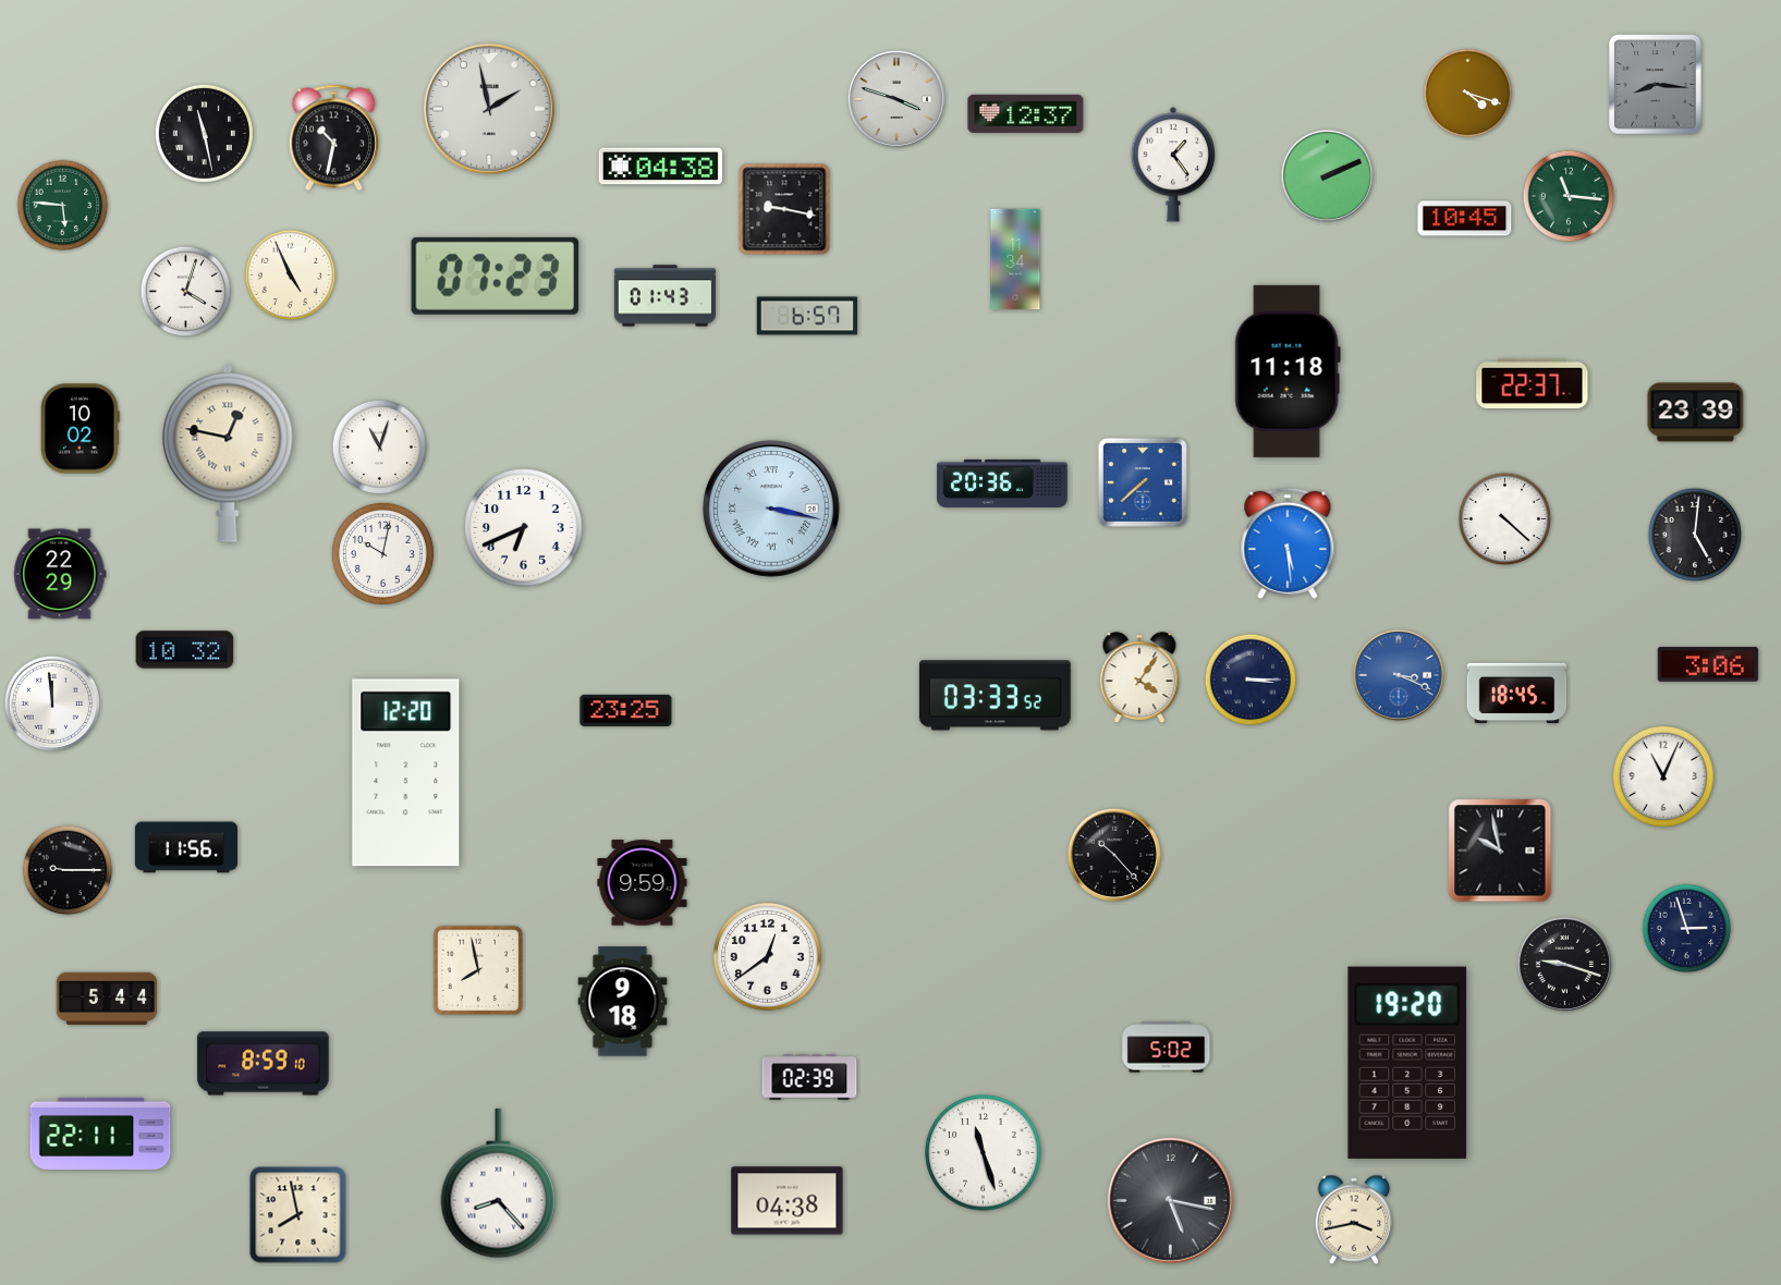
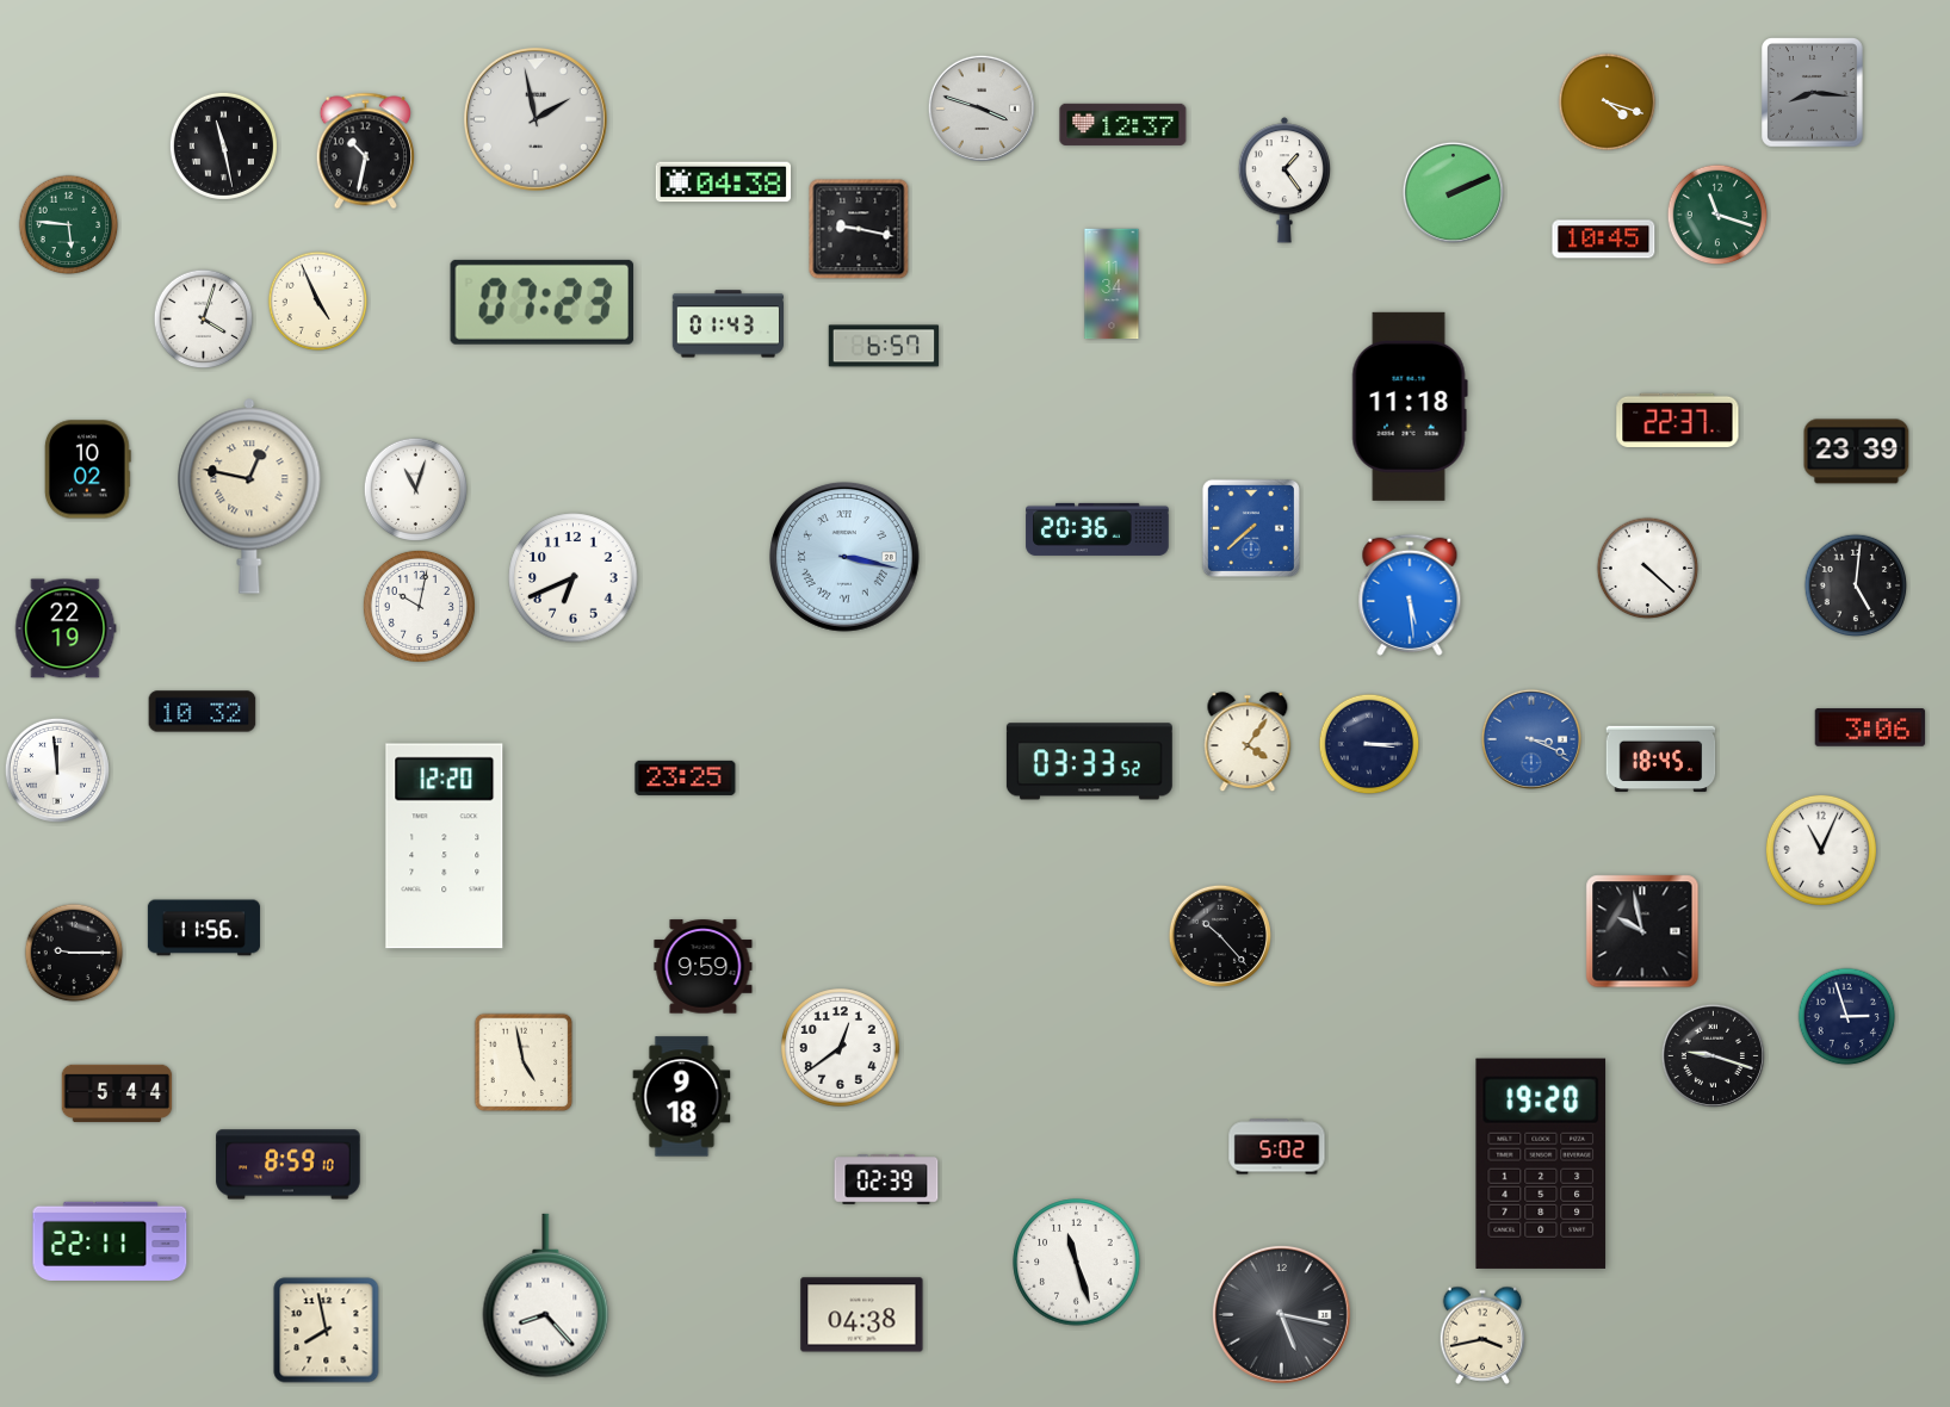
clock at (1569, 196): 11:16 -> 11:18
clock at (60, 574): 22:29 -> 22:19
clock at (478, 970): 7:58 -> 4:58
